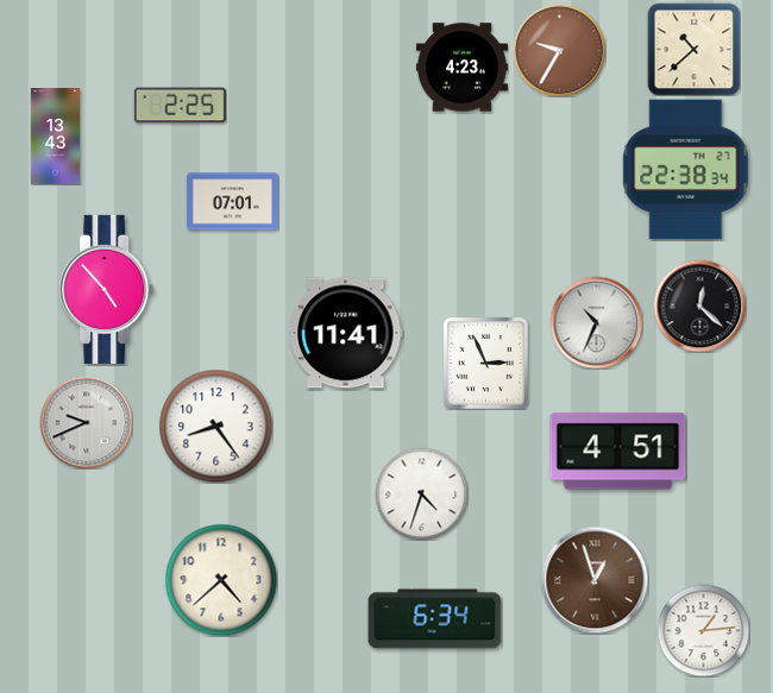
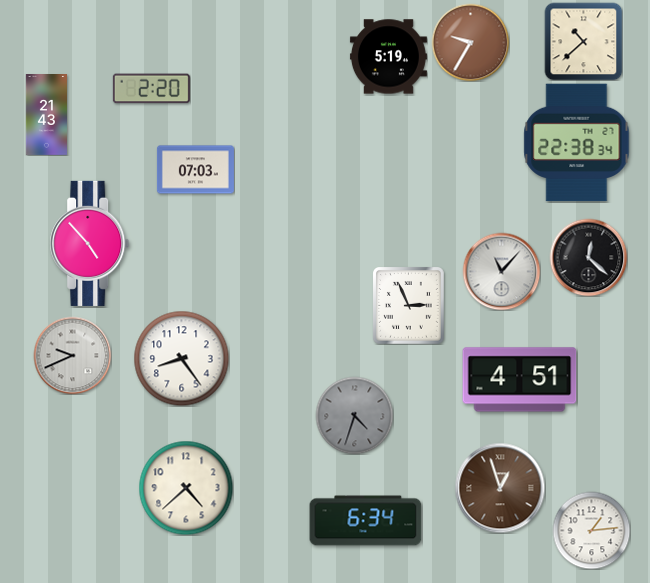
clock at (461, 68): 4:23 -> 5:19
clock at (180, 106): 2:25 -> 2:20
clock at (56, 137): 13:43 -> 21:43
clock at (232, 202): 07:01 -> 07:03
clock at (596, 322): 10:34 -> 11:07
clock at (346, 333): 11:41 -> none
clock at (421, 493) dial: white -> grey
